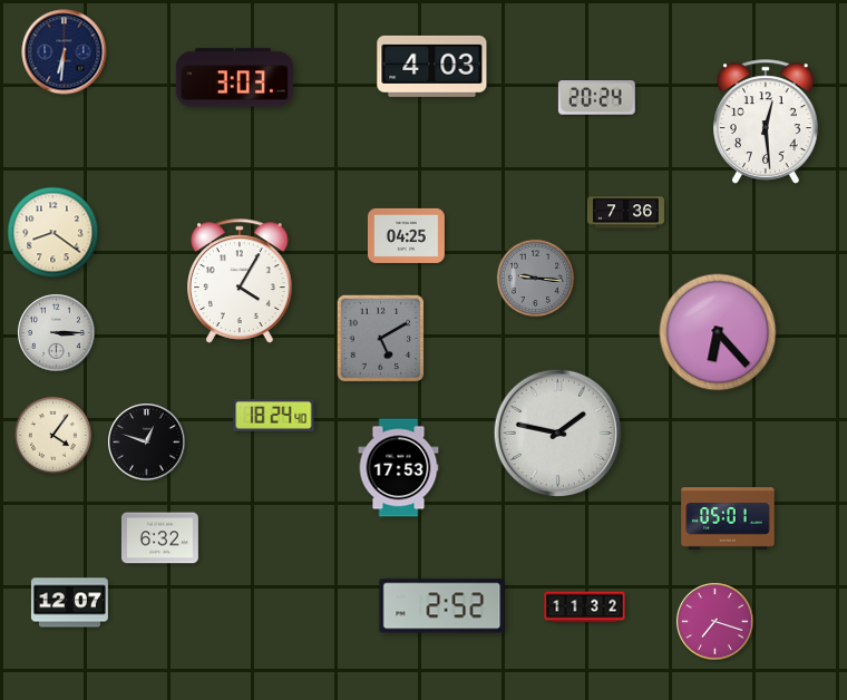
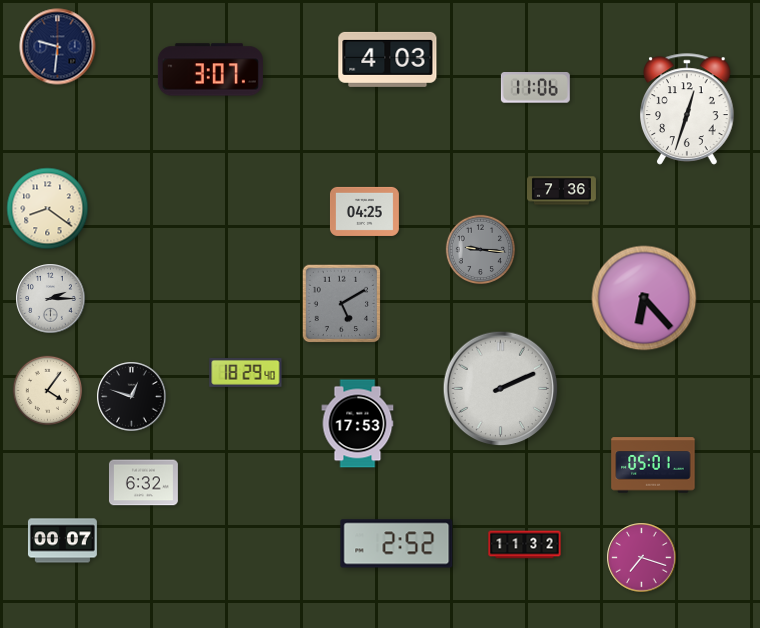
clock at (65, 52): 6:31 -> 9:31
clock at (234, 78): 3:03 -> 3:07
clock at (596, 98): 20:24 -> 11:06
clock at (766, 121): 12:29 -> 12:33
clock at (240, 281): 4:05 -> none
clock at (57, 333): 3:15 -> 2:15
clock at (274, 415): 18:24 -> 18:29
clock at (558, 434): 1:47 -> 2:11
clock at (399, 468) position: (399, 468) -> (358, 424)
clock at (69, 603): 12:07 -> 00:07
